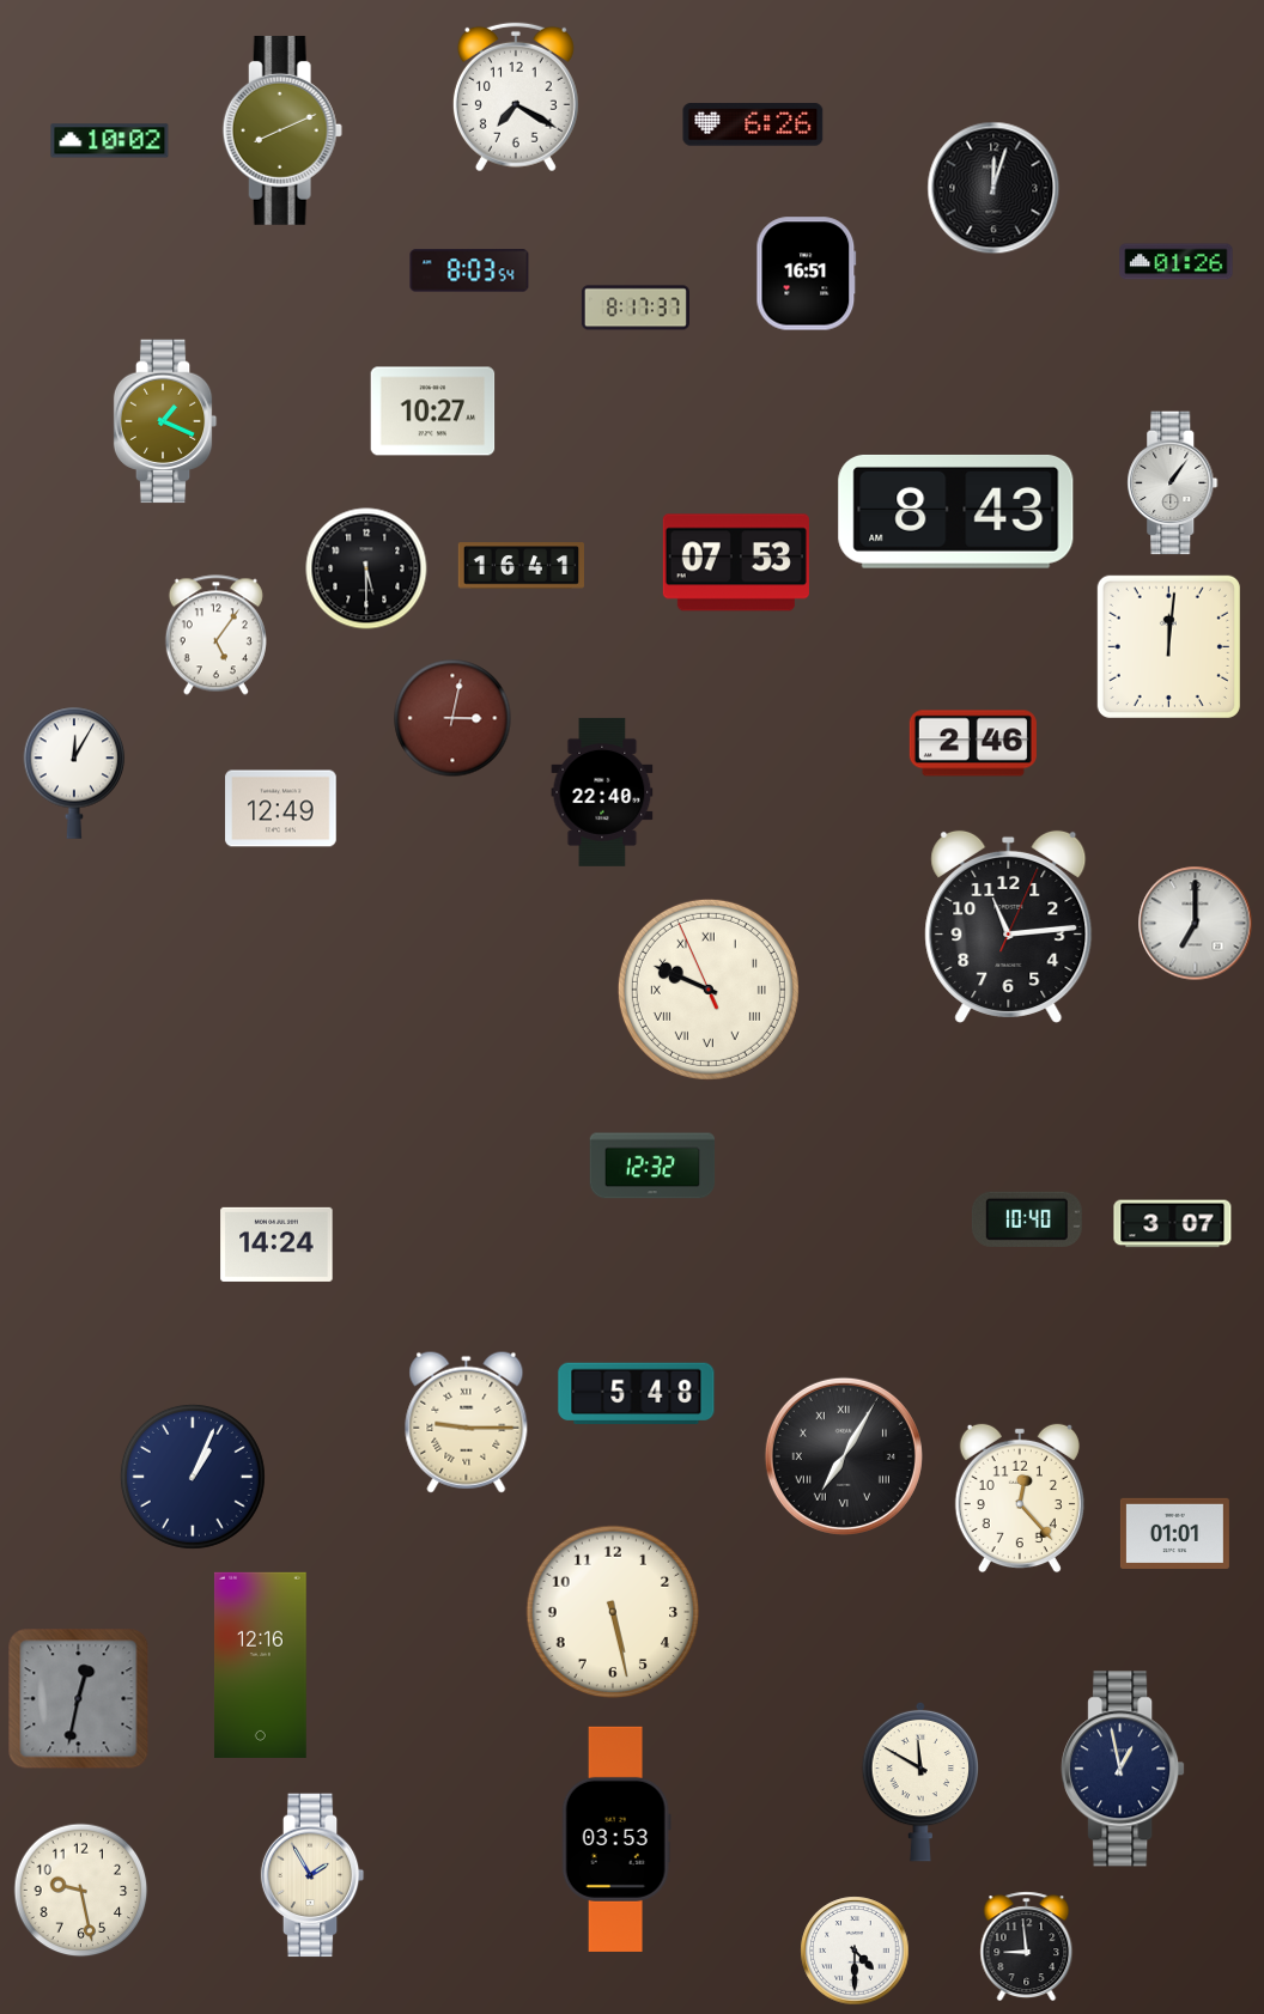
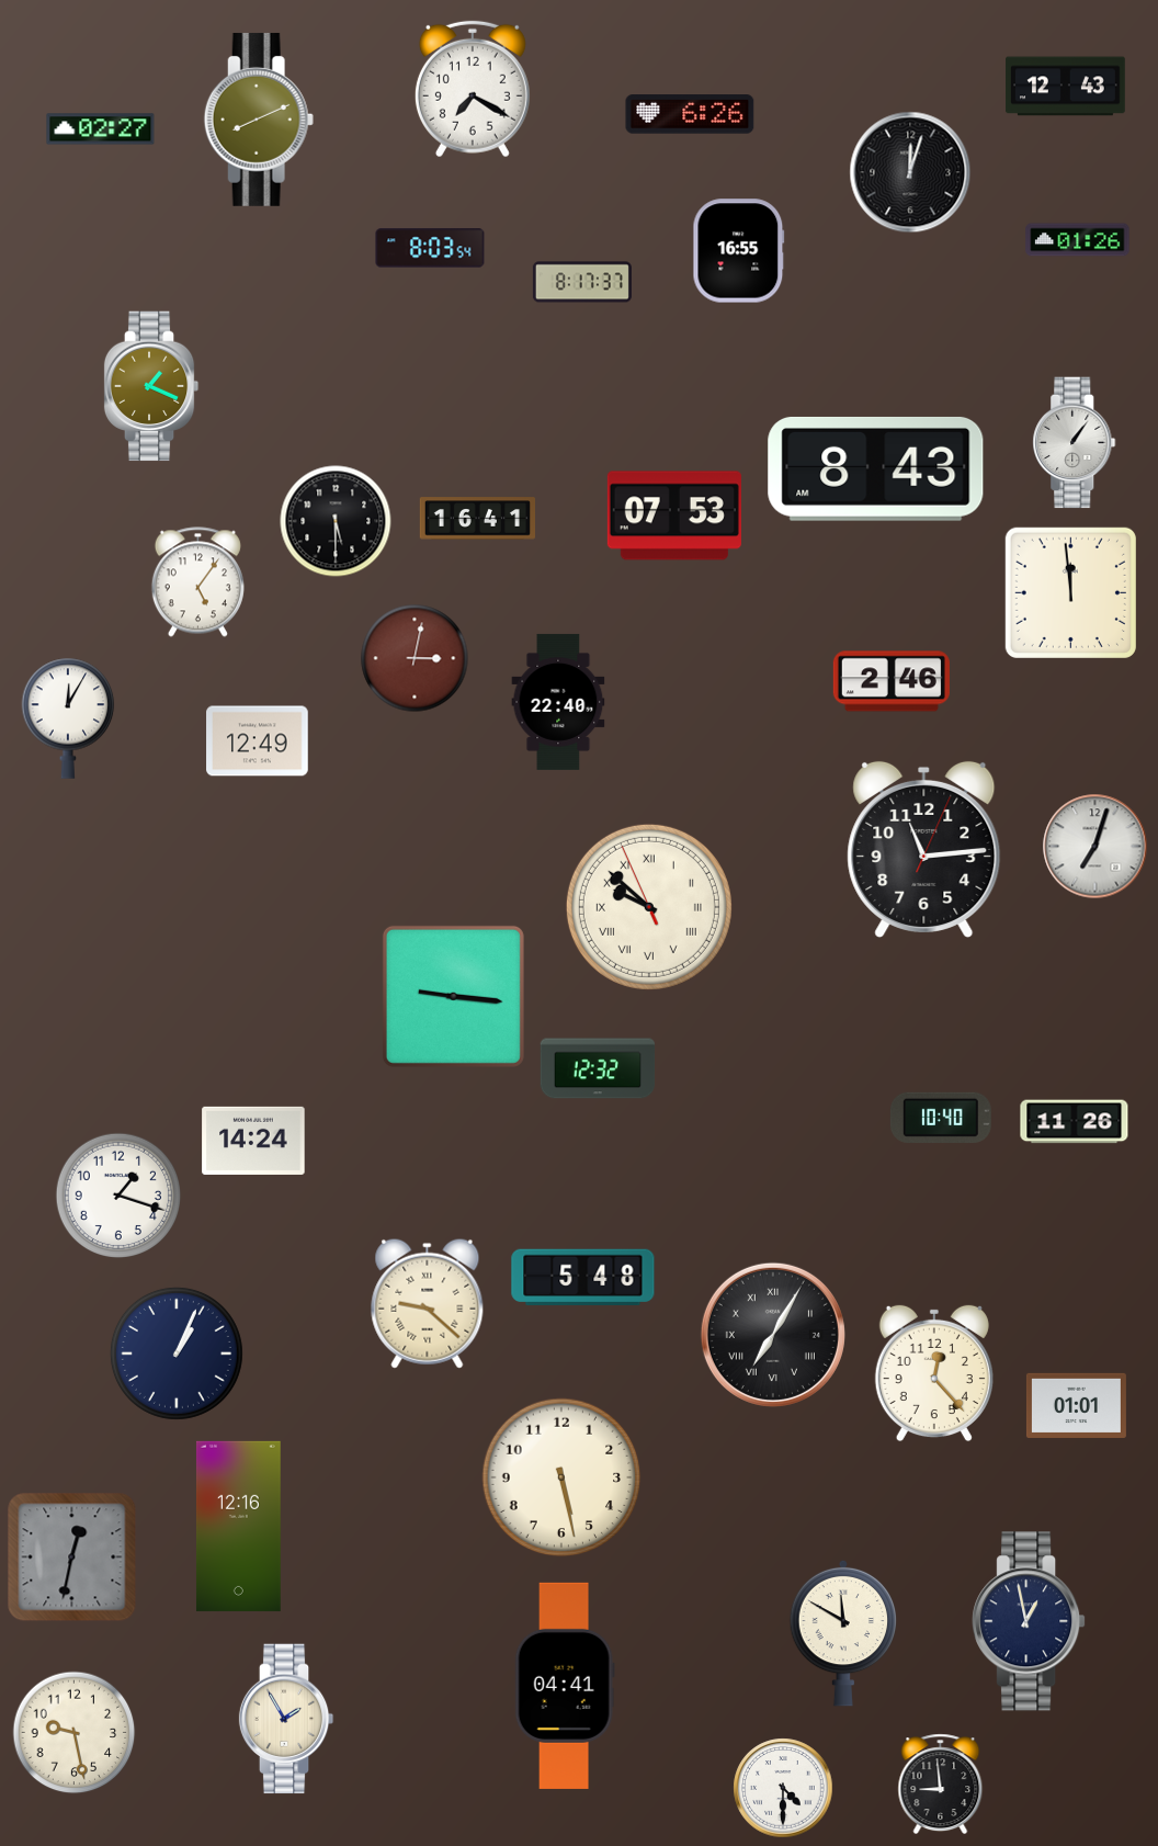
clock at (1066, 87): none -> 12:43
clock at (110, 141): 10:02 -> 02:27
clock at (807, 274): 16:51 -> 16:55
clock at (433, 412): 10:27 -> none
clock at (1168, 646): 12:01 -> 11:59
clock at (74, 773) position: (74, 773) -> (68, 718)
clock at (602, 792) position: (602, 792) -> (558, 702)
clock at (1196, 924): 7:00 -> 7:03
clock at (709, 990): 9:48 -> 9:51
clock at (453, 996): none -> 9:16
clock at (1173, 1224): 3:07 -> 11:26
clock at (117, 1194): none -> 1:18
clock at (467, 1422): 9:15 -> 9:22
clock at (616, 1839): 03:53 -> 04:41
